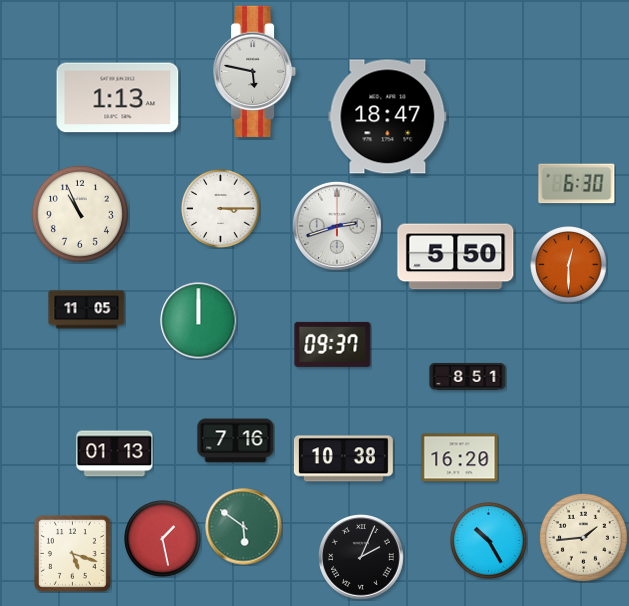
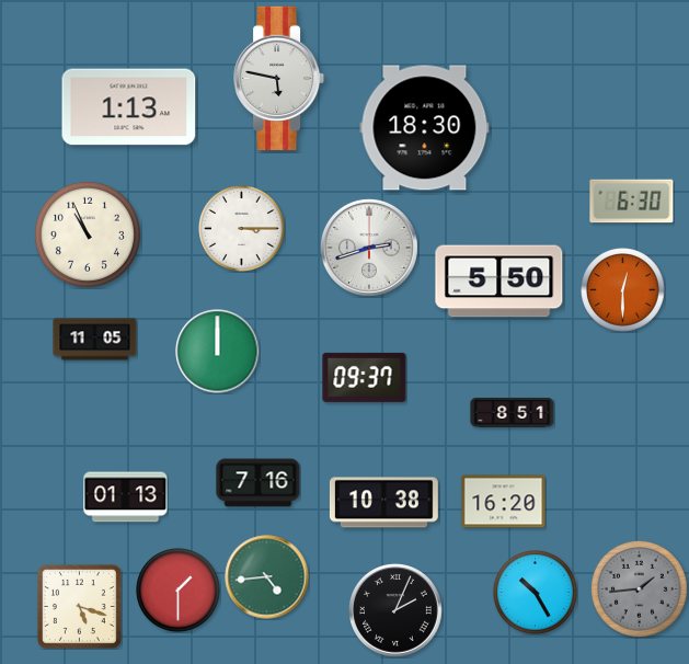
clock at (388, 117): 18:47 -> 18:30
clock at (343, 459) position: (343, 459) -> (383, 503)
clock at (244, 527): 5:51 -> 4:44
clock at (583, 537) dial: cream -> grey
clock at (163, 539): 1:28 -> 1:30
